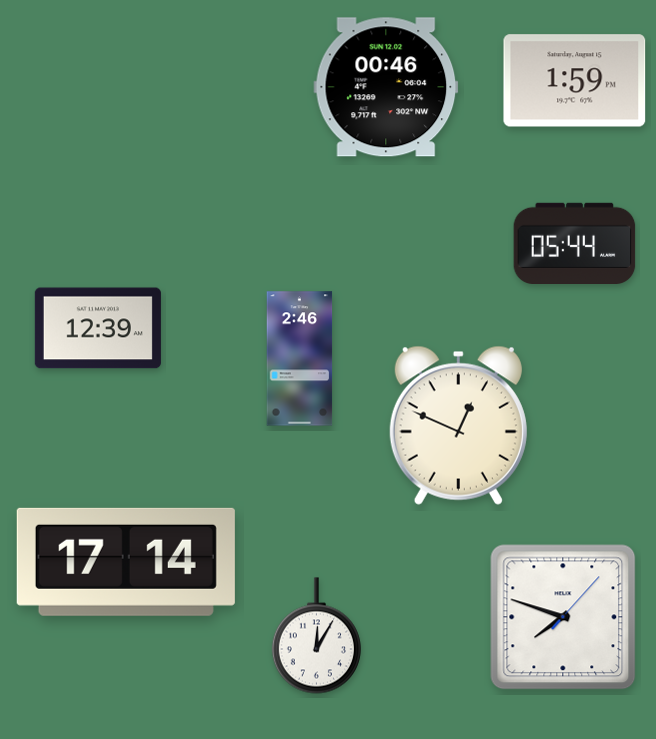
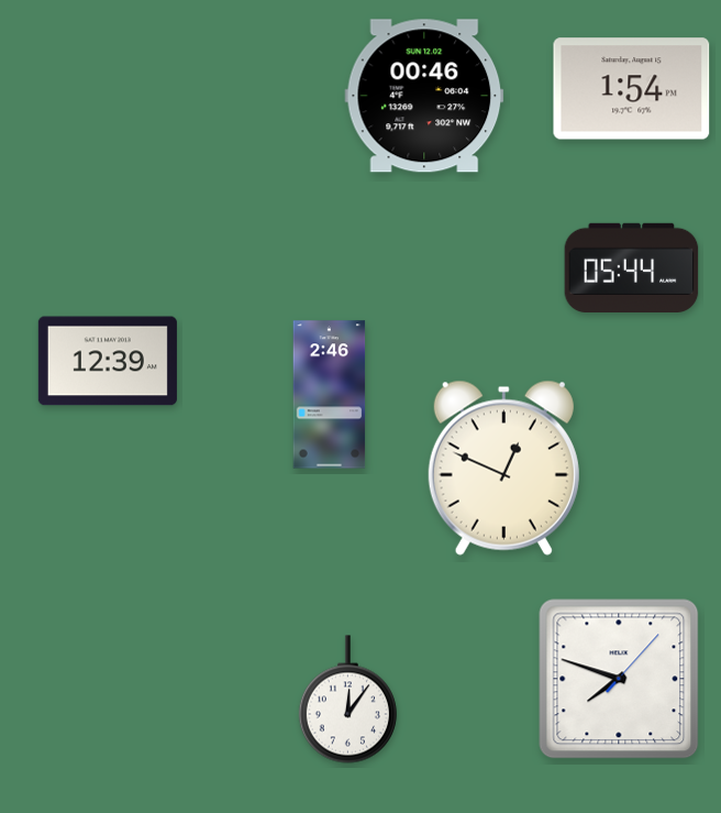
clock at (575, 81): 1:59 -> 1:54
clock at (126, 562): 17:14 -> none
clock at (316, 636): 12:05 -> 12:06
